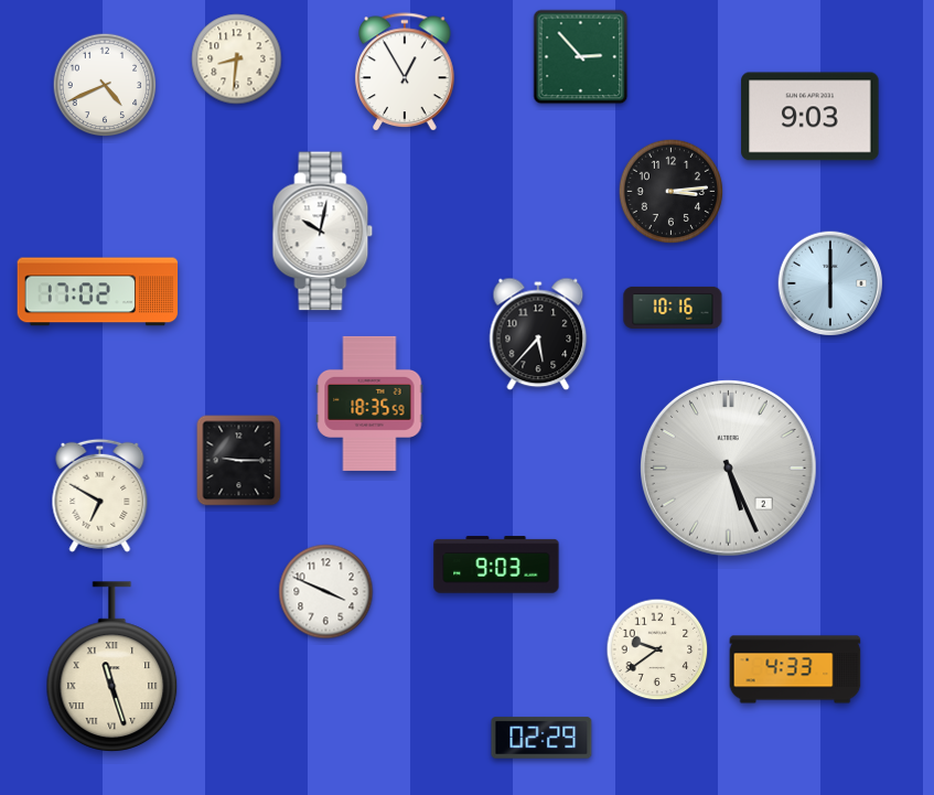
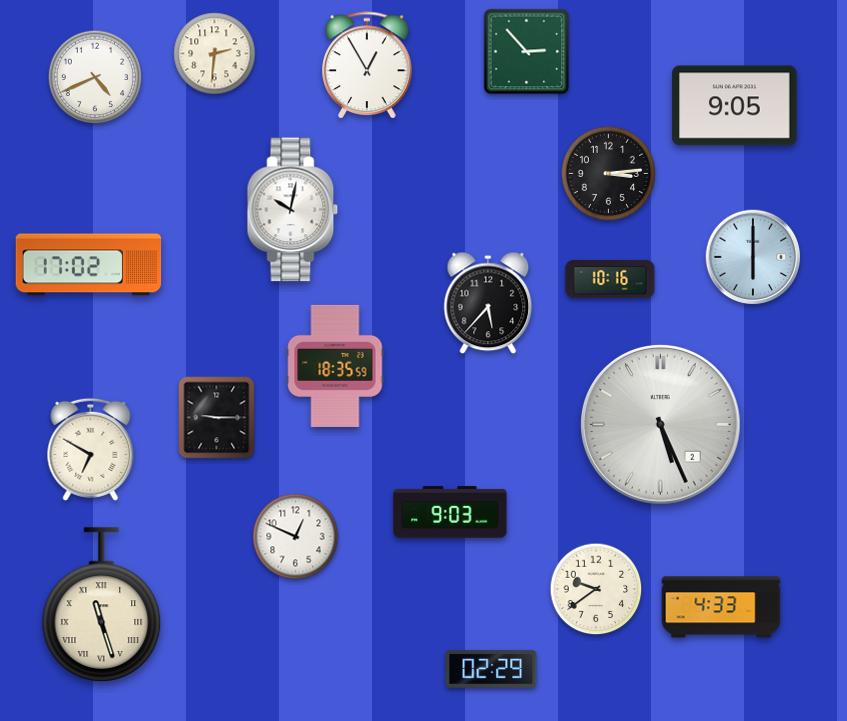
clock at (237, 60): 8:31 -> 2:31
clock at (810, 117): 9:03 -> 9:05
clock at (326, 592): 3:49 -> 12:49
